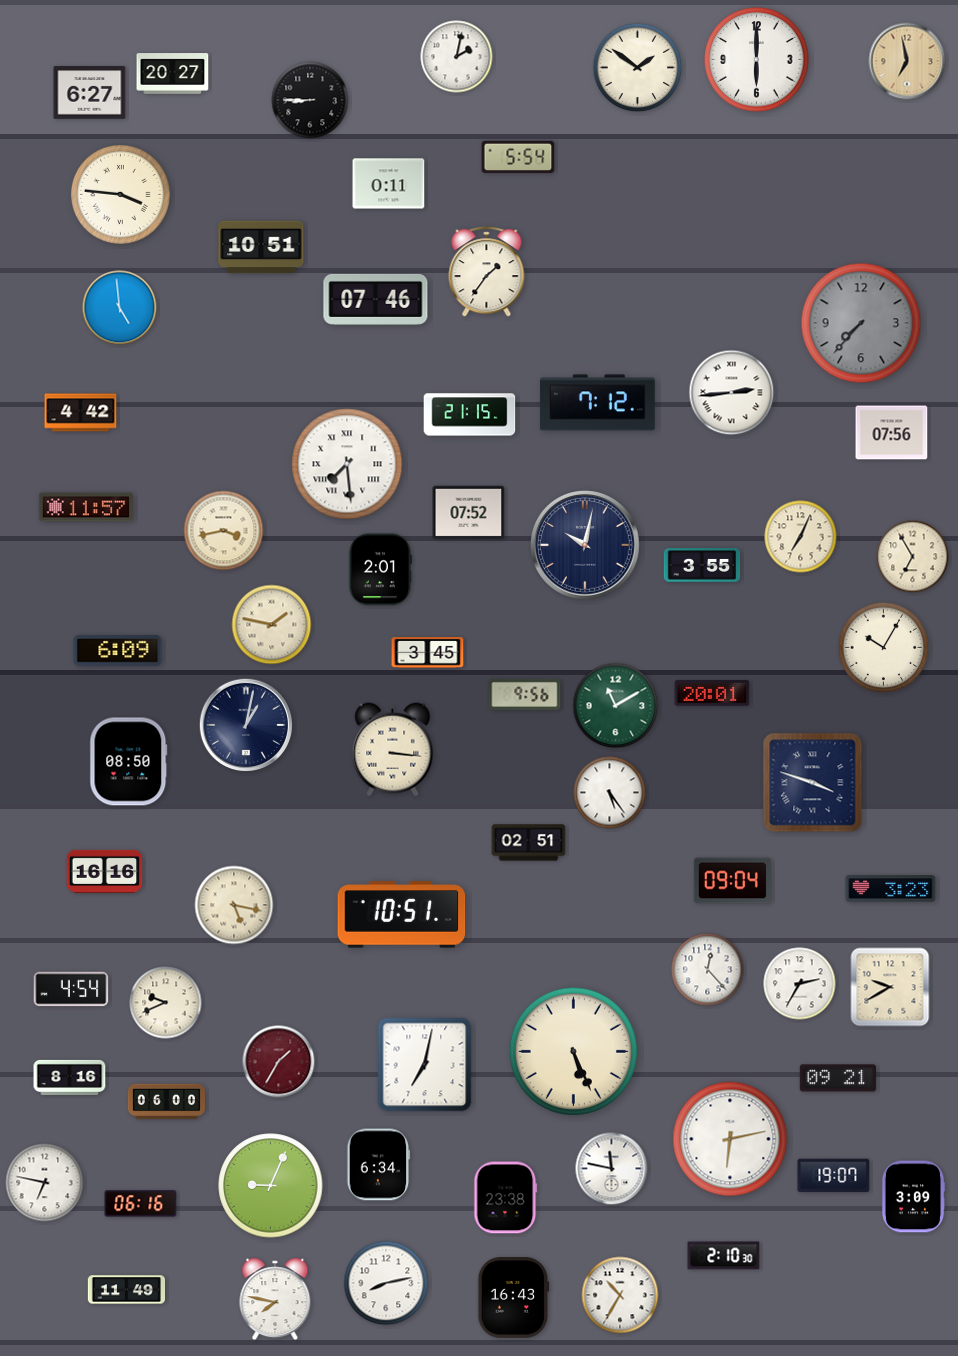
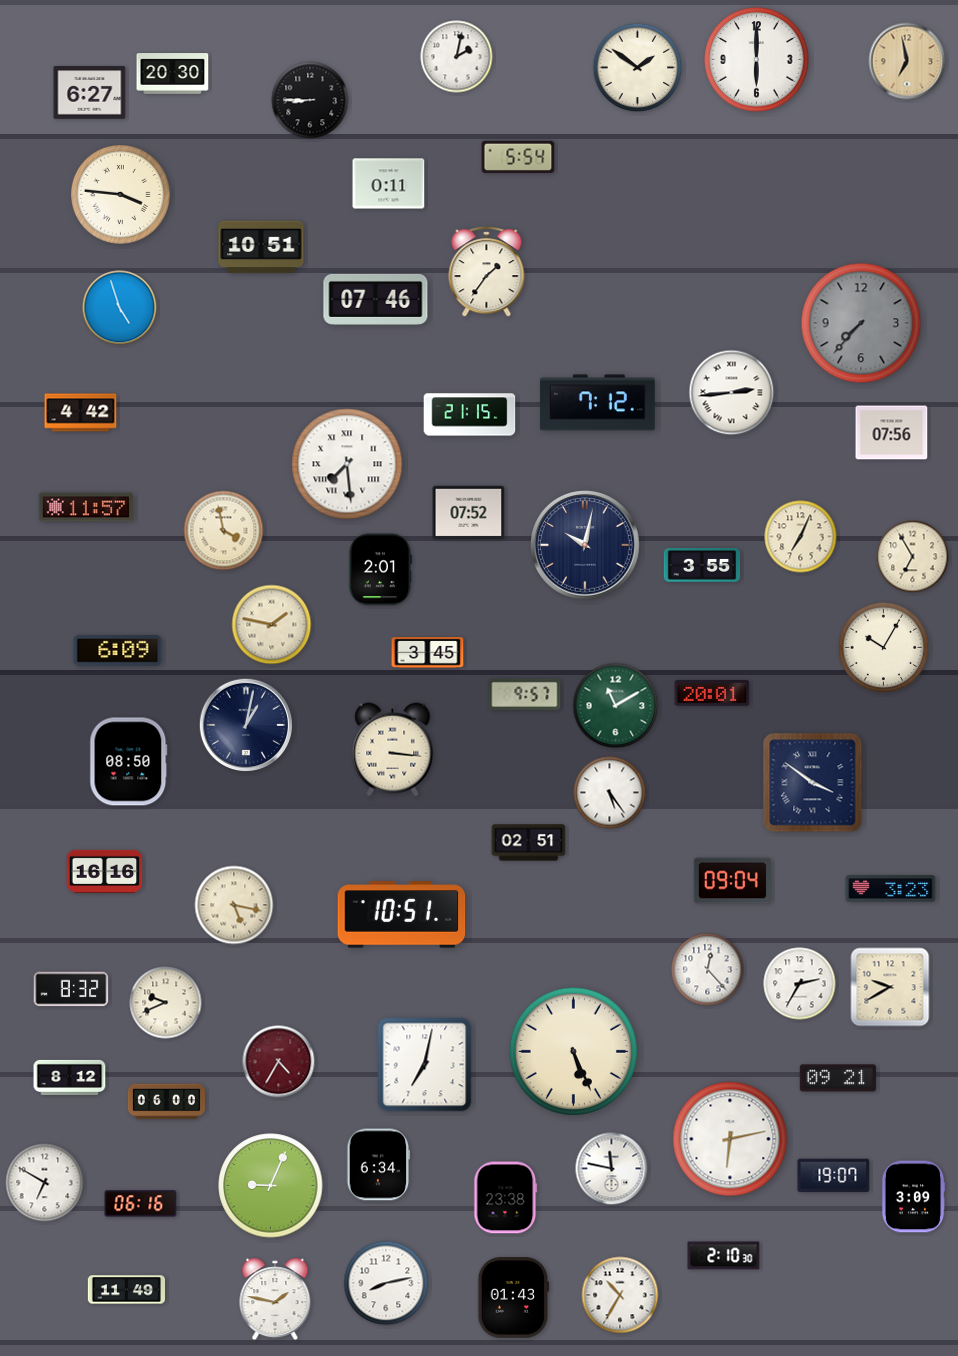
clock at (173, 74): 20:27 -> 20:30
clock at (120, 308): 4:59 -> 4:57
clock at (224, 531): 3:43 -> 3:58
clock at (525, 694): 9:56 -> 9:57
clock at (813, 783): 3:48 -> 3:51
clock at (71, 989): 4:54 -> 8:32
clock at (279, 1062): 1:35 -> 4:35
clock at (70, 1077): 8:16 -> 8:12
clock at (45, 1183): 6:47 -> 6:50
clock at (514, 1298): 16:43 -> 01:43
clock at (275, 1299): 7:47 -> 1:47
